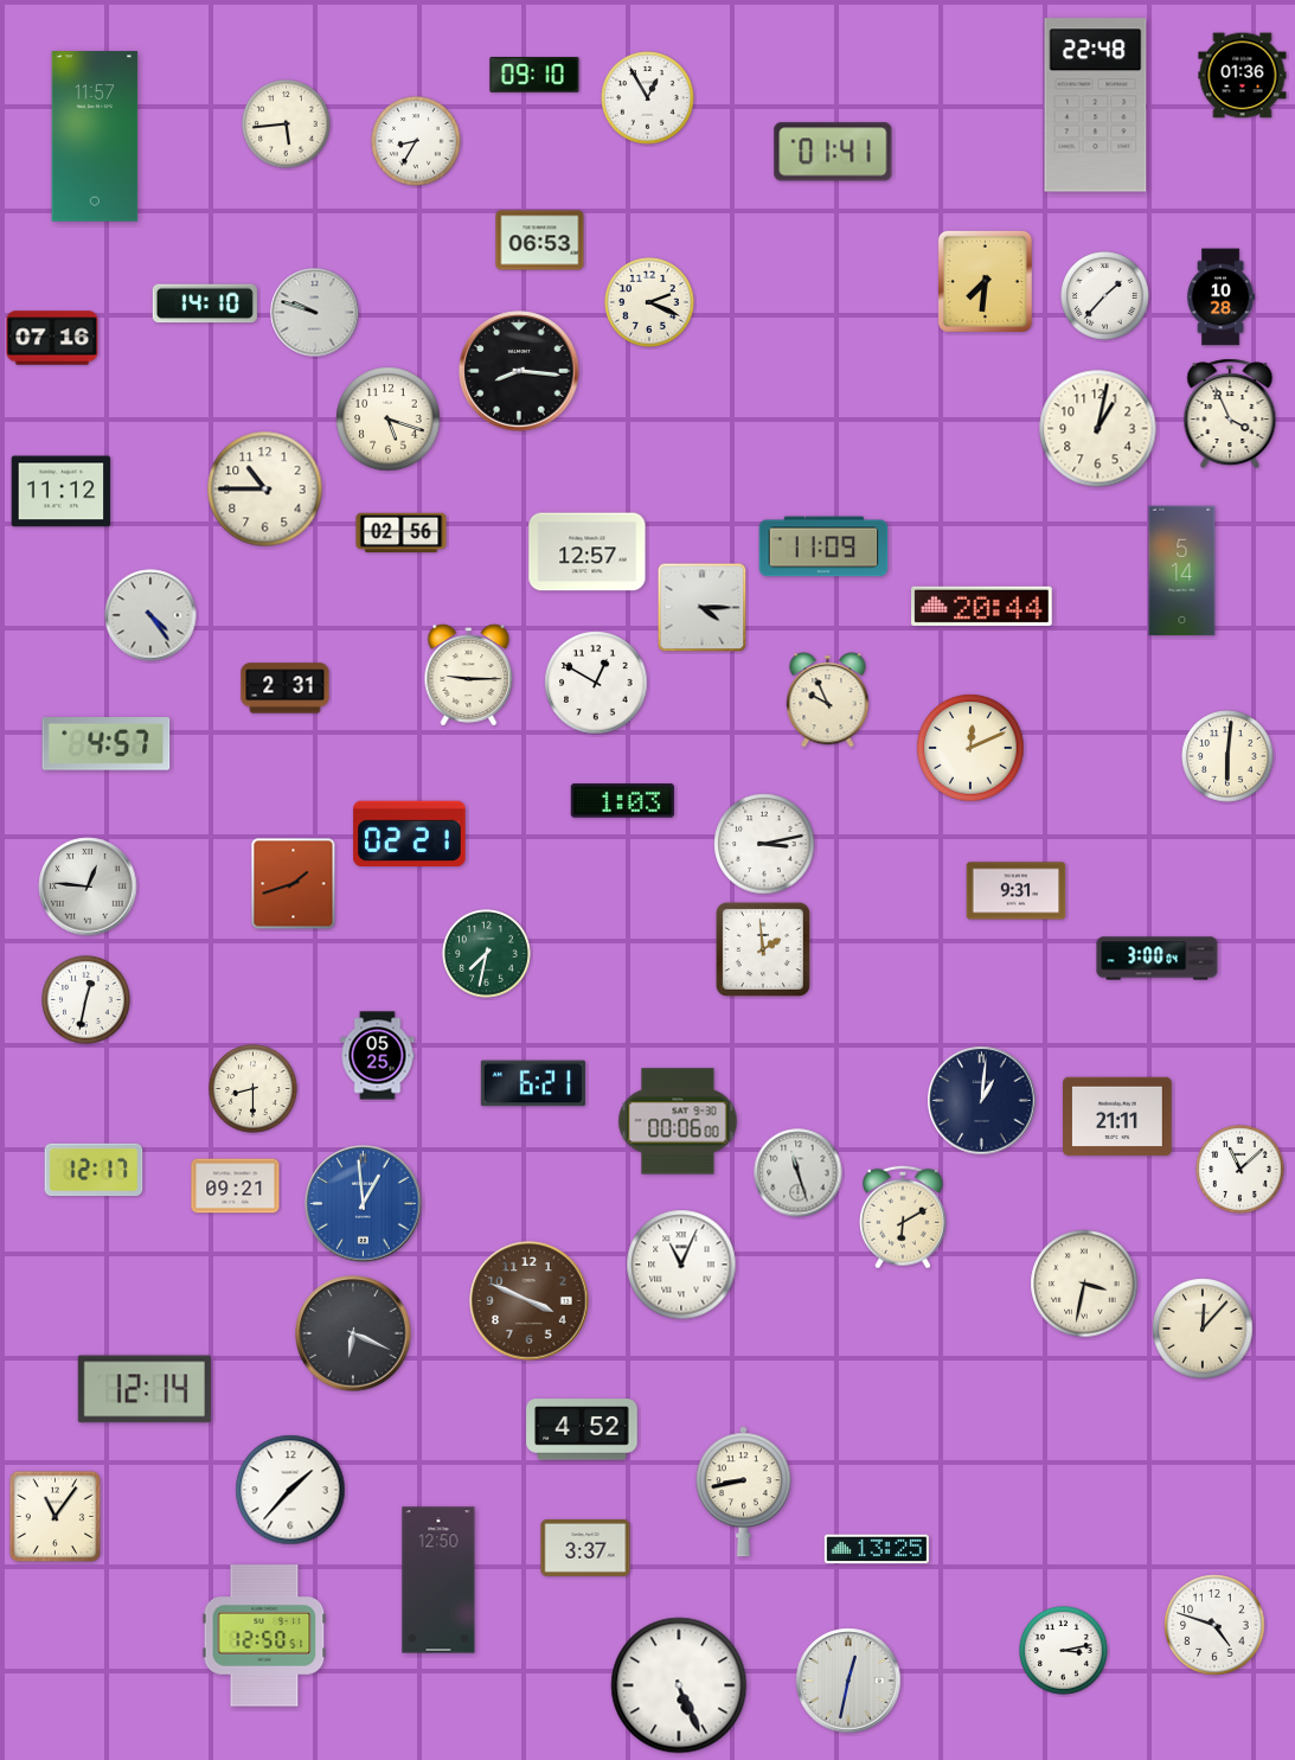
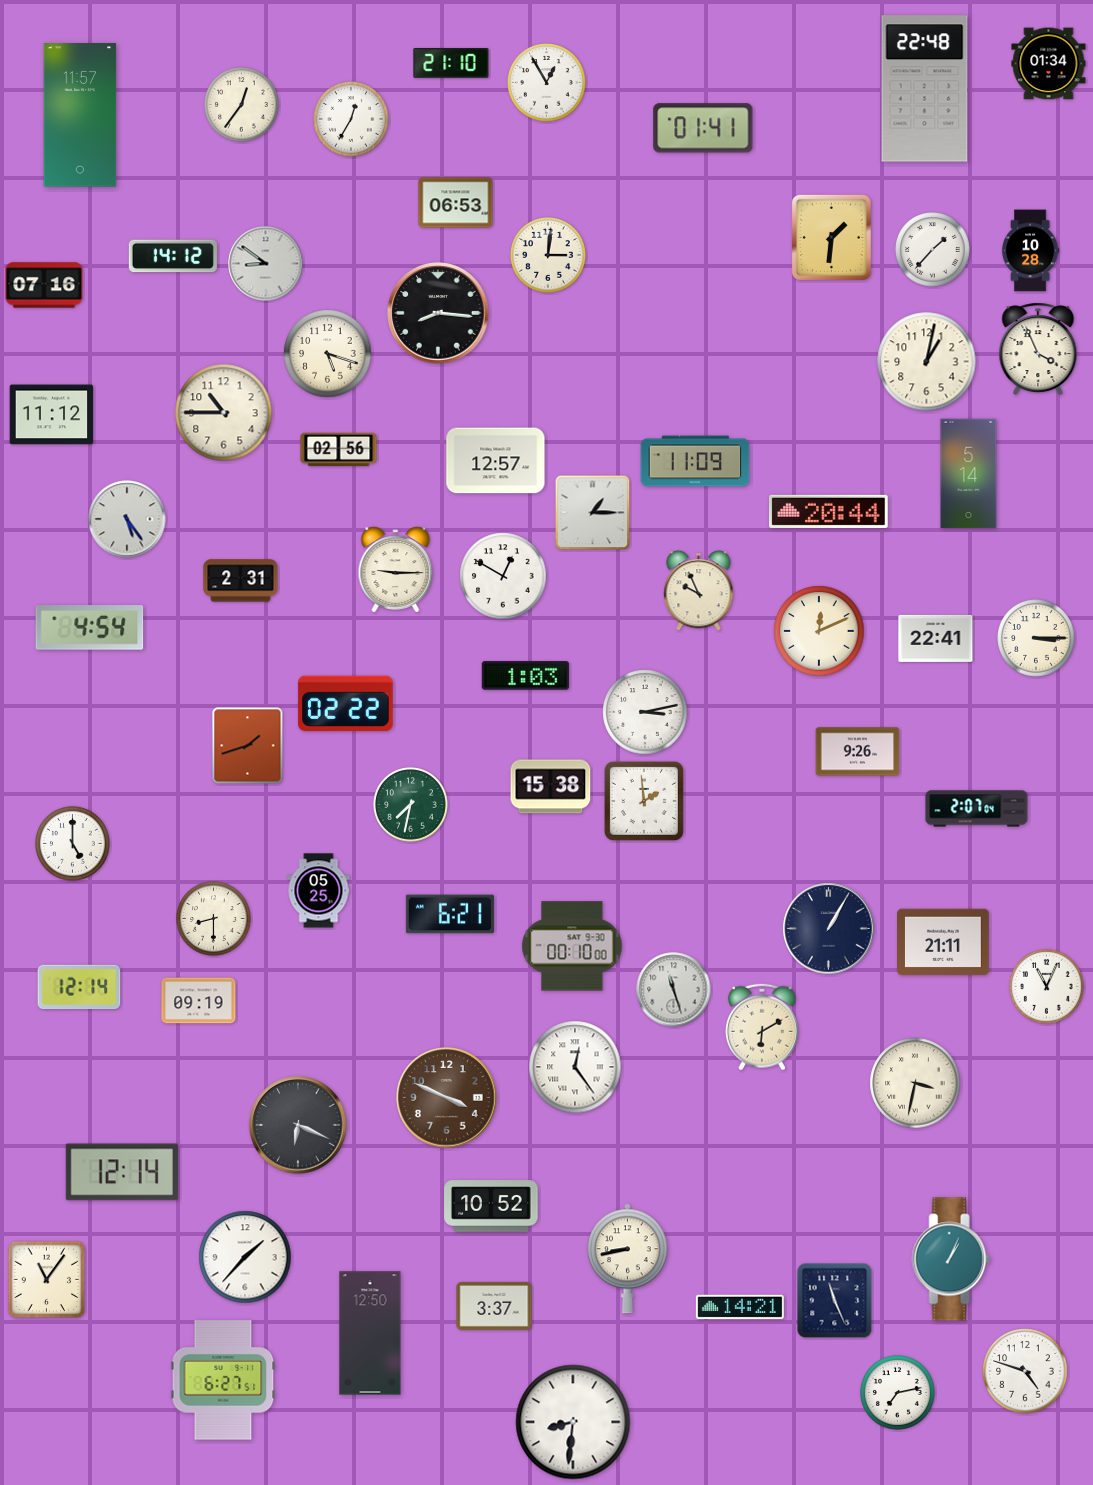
clock at (534, 75): 09:10 -> 21:10
clock at (1243, 76): 01:36 -> 01:34
clock at (287, 124): 5:44 -> 12:36
clock at (416, 141): 8:35 -> 12:35
clock at (985, 281): 7:31 -> 1:31
clock at (649, 302): 2:19 -> 3:01
clock at (205, 303): 14:10 -> 14:12
clock at (315, 313): 9:48 -> 8:51
clock at (588, 552) position: (588, 552) -> (496, 461)
clock at (1182, 571) position: (1182, 571) -> (969, 474)
clock at (703, 608): 4:15 -> 1:15
clock at (150, 615): 4:24 -> 5:24
clock at (107, 744): 4:57 -> 4:54
clock at (936, 638): none -> 22:41
clock at (1227, 756): 6:01 -> 3:15
clock at (410, 833): 02:21 -> 02:22
clock at (88, 887): 12:46 -> none
clock at (1017, 891): 9:31 -> 9:26
clock at (551, 787): none -> 15:38
clock at (1158, 959): 3:00 -> 2:07
clock at (86, 1000): 12:32 -> 5:00
clock at (982, 1101): 1:01 -> 1:05
clock at (678, 1121): 00:06 -> 00:10
clock at (94, 1170): 12:17 -> 12:14
clock at (1240, 1170): 11:08 -> 11:04
clock at (236, 1186): 09:21 -> 09:19
clock at (364, 1204): 12:59 -> none
clock at (681, 1265): 11:04 -> 12:24
clock at (1203, 1329): 12:07 -> none
clock at (582, 1429): 4:52 -> 10:52
clock at (951, 1259): none -> 1:04
clock at (835, 1301): none -> 11:26
clock at (877, 1549): 13:25 -> 14:21
clock at (264, 1636): 12:50 -> 6:27
clock at (1064, 1651): 3:13 -> 7:13
clock at (848, 1681): 12:32 -> none
clock at (679, 1685): 5:26 -> 8:31
